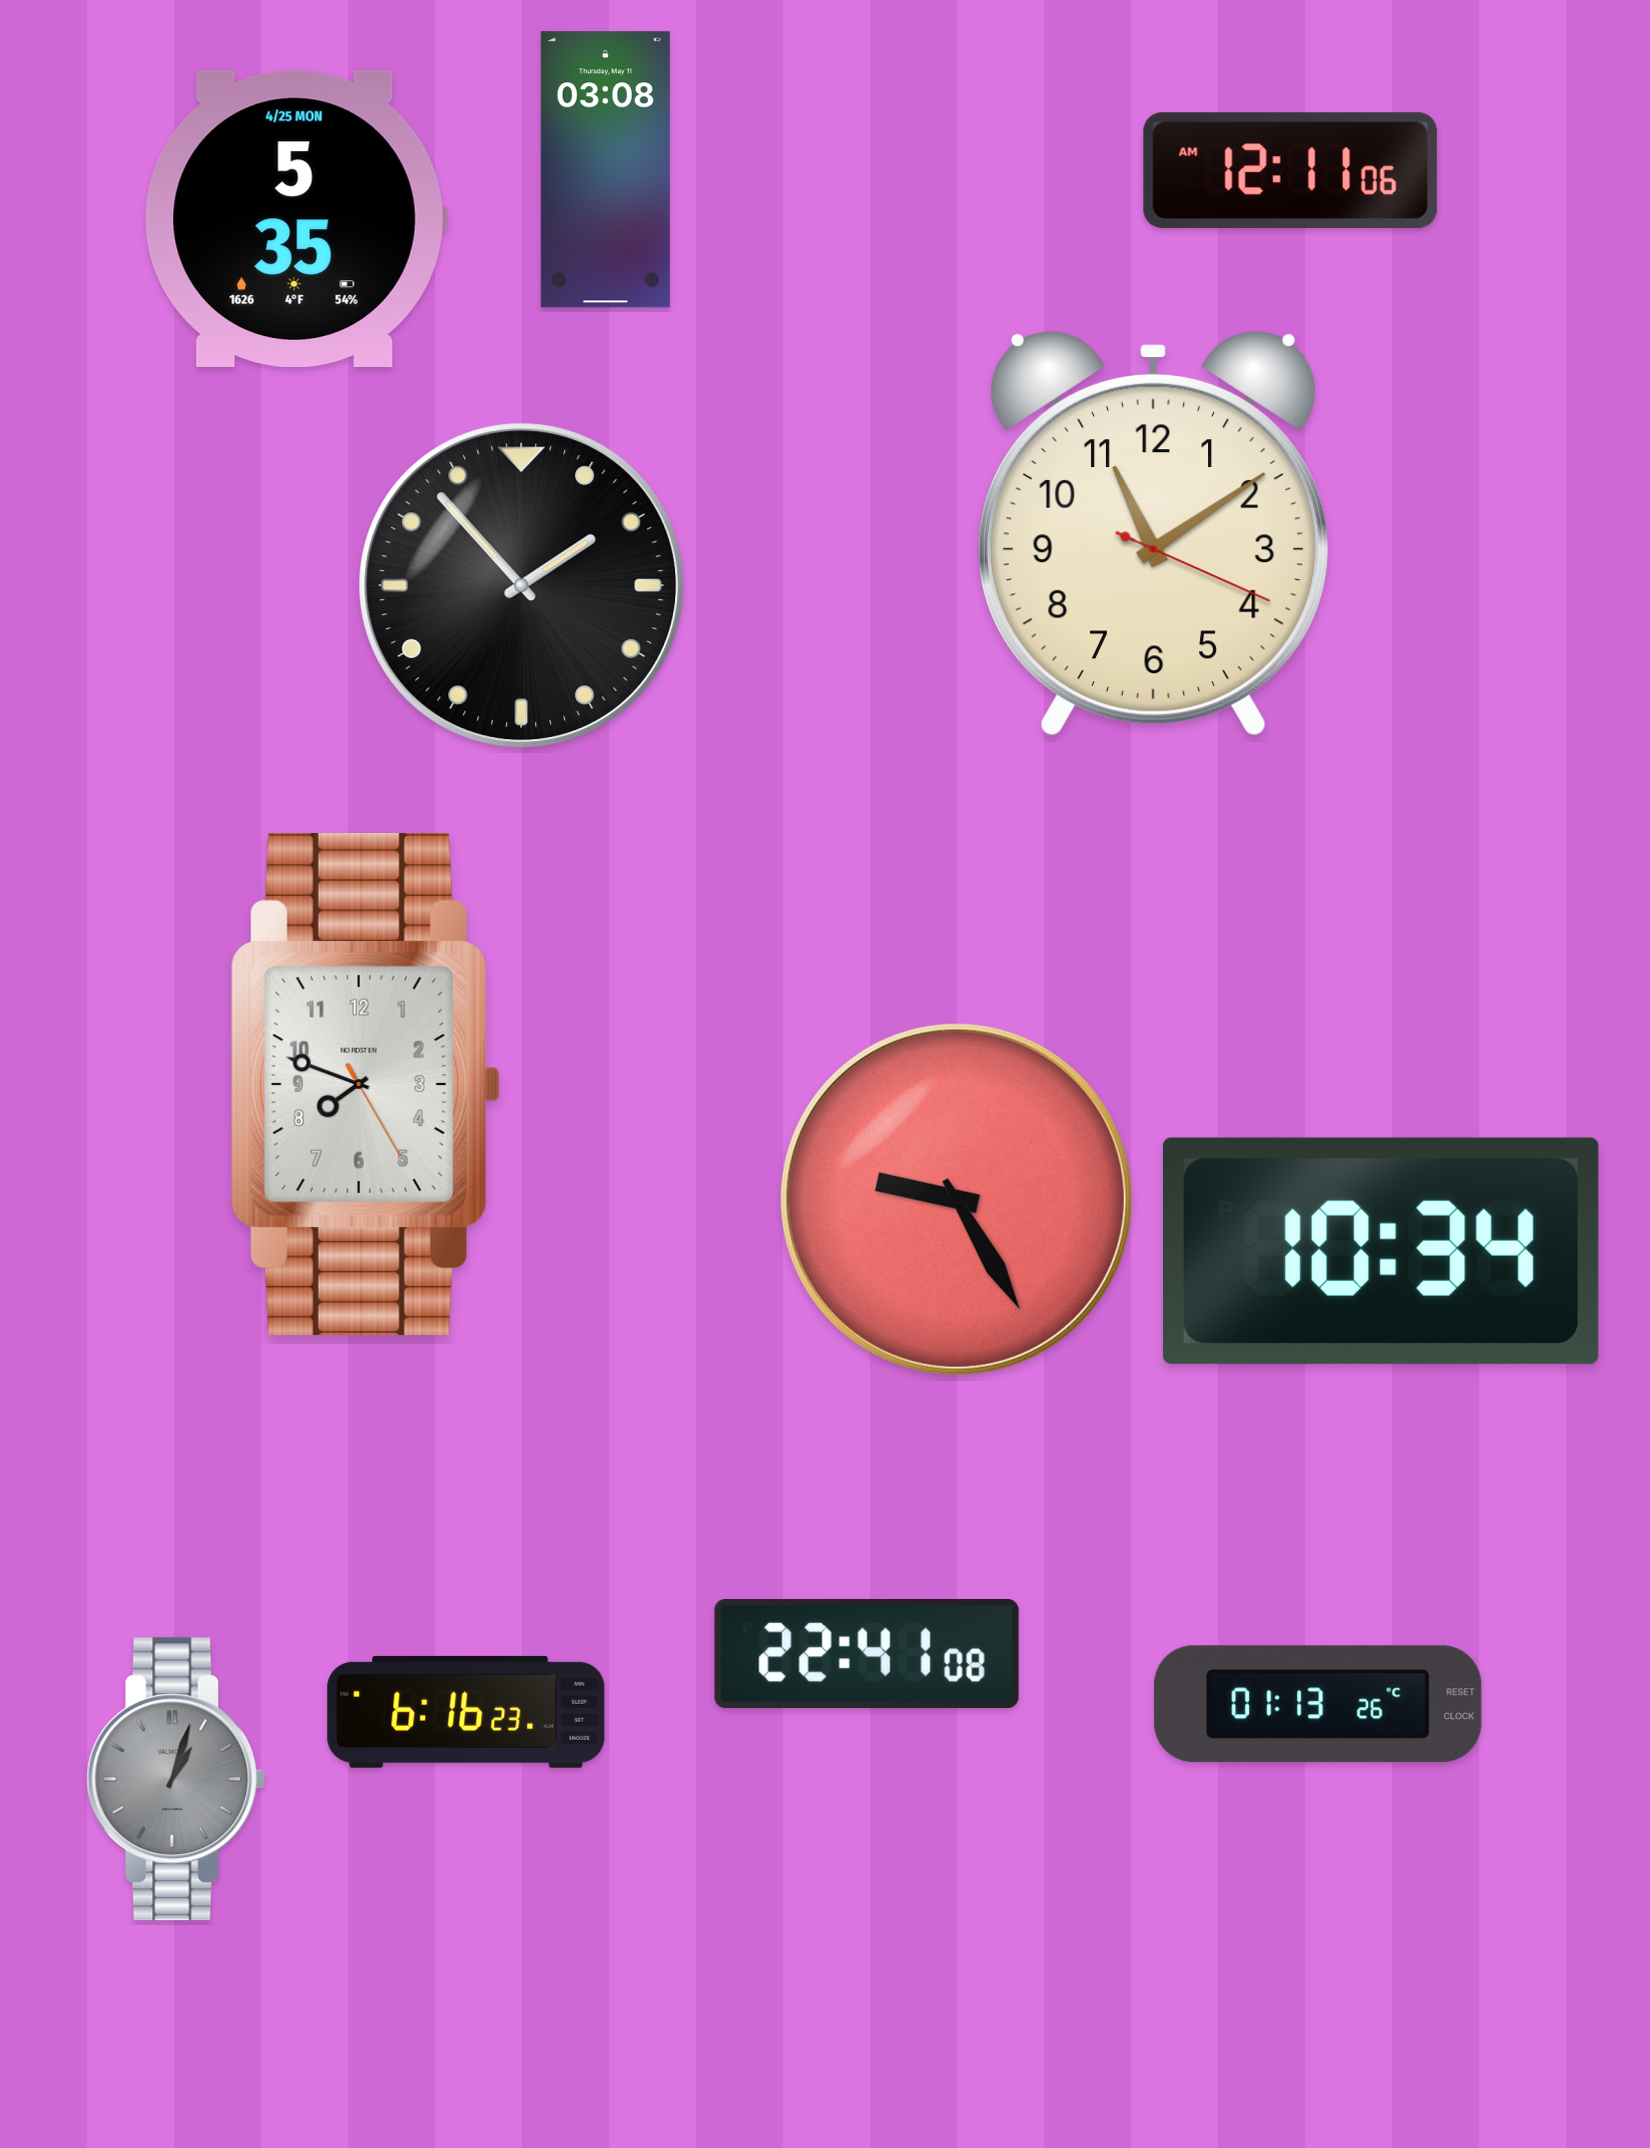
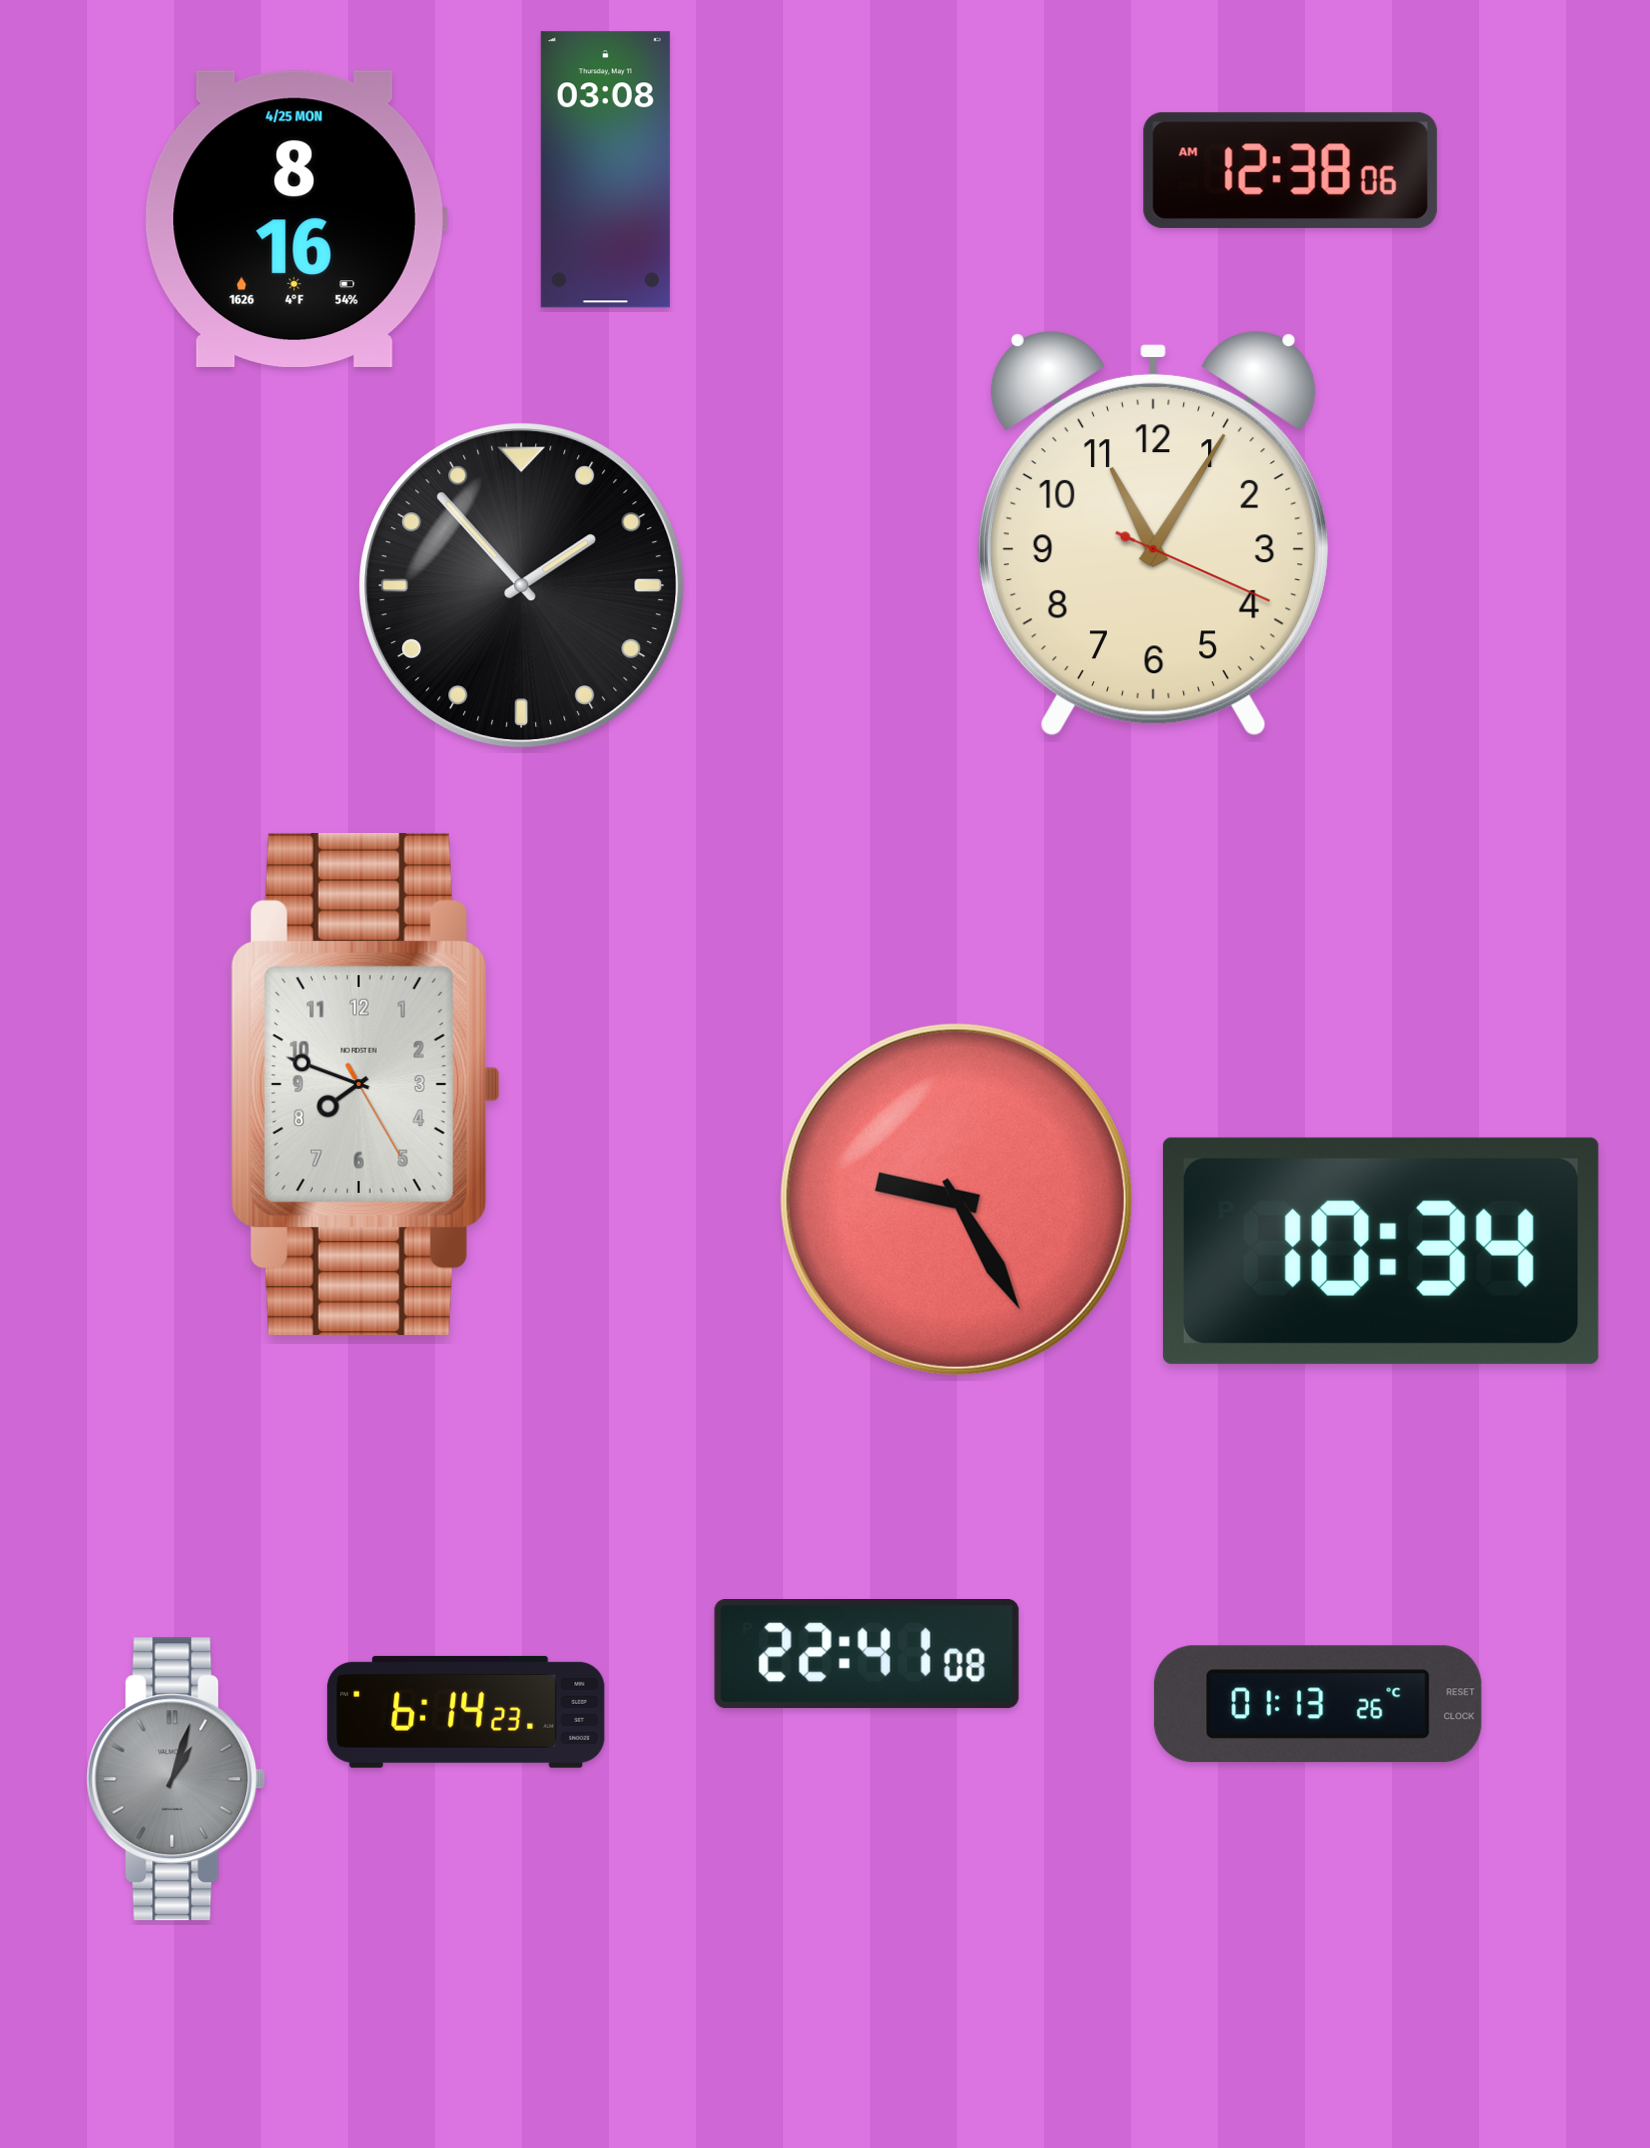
clock at (1290, 170): 12:11 -> 12:38
clock at (296, 218): 5:35 -> 8:16
clock at (1153, 533): 11:09 -> 11:05
clock at (466, 1712): 6:16 -> 6:14
